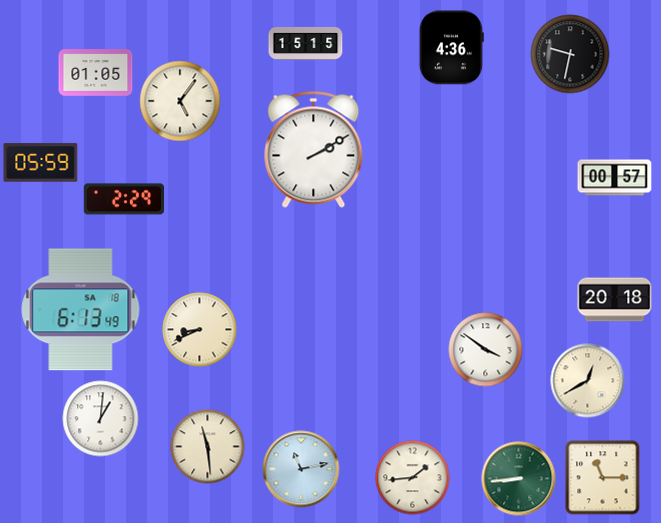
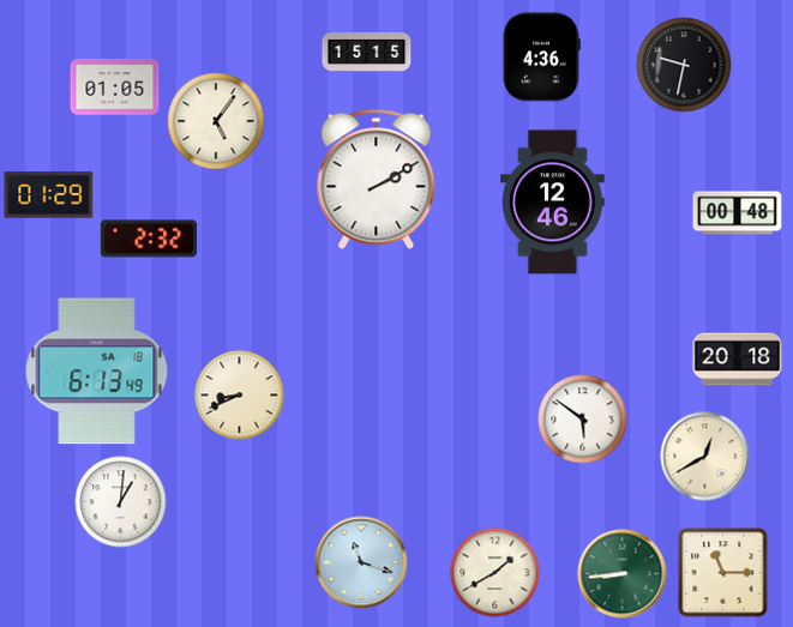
clock at (41, 163): 05:59 -> 01:29
clock at (553, 203): none -> 12:46
clock at (615, 178): 00:57 -> 00:48
clock at (124, 199): 2:29 -> 2:32
clock at (486, 350): 3:51 -> 5:51
clock at (208, 447): 11:29 -> none
clock at (301, 469): 11:13 -> 11:18
clock at (413, 478): 1:44 -> 1:40
